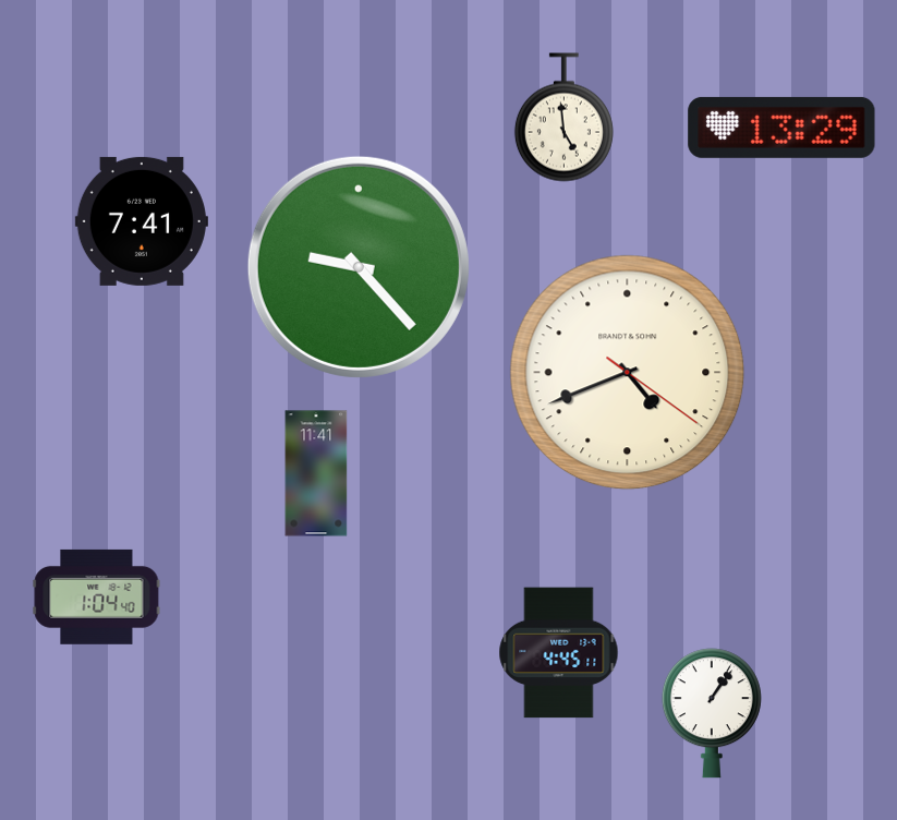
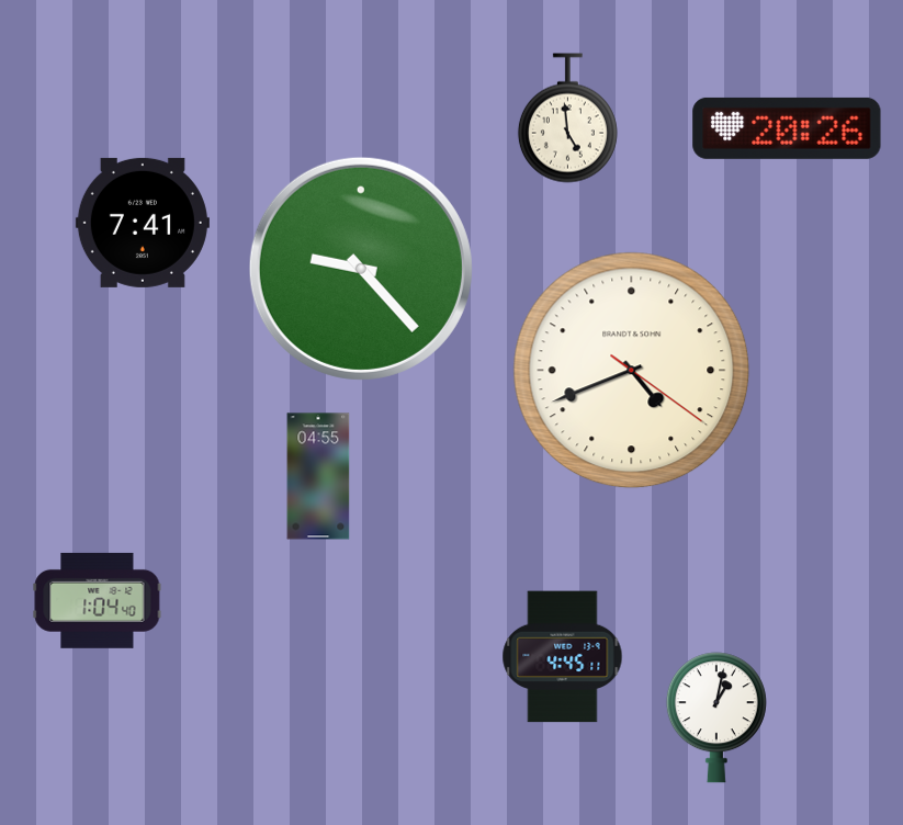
clock at (781, 128): 13:29 -> 20:26
clock at (628, 373) position: (628, 373) -> (632, 371)
clock at (316, 473): 11:41 -> 04:55
clock at (712, 713): 1:06 -> 1:02
